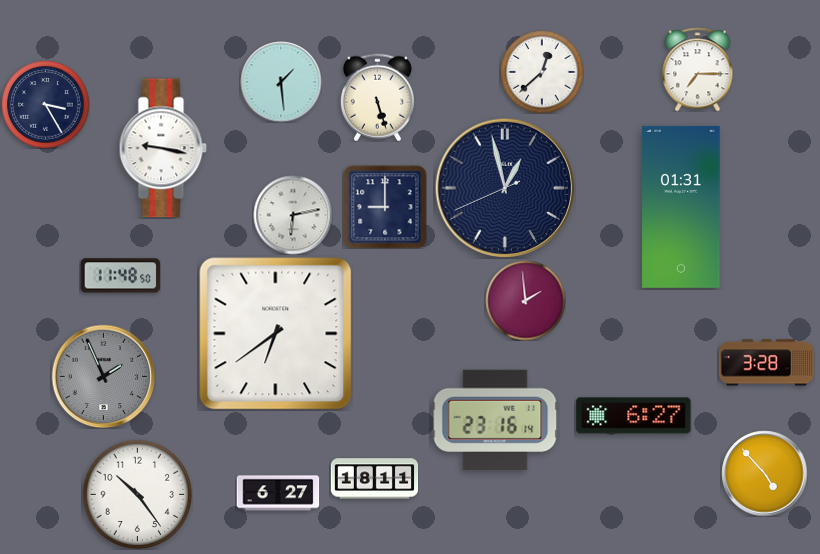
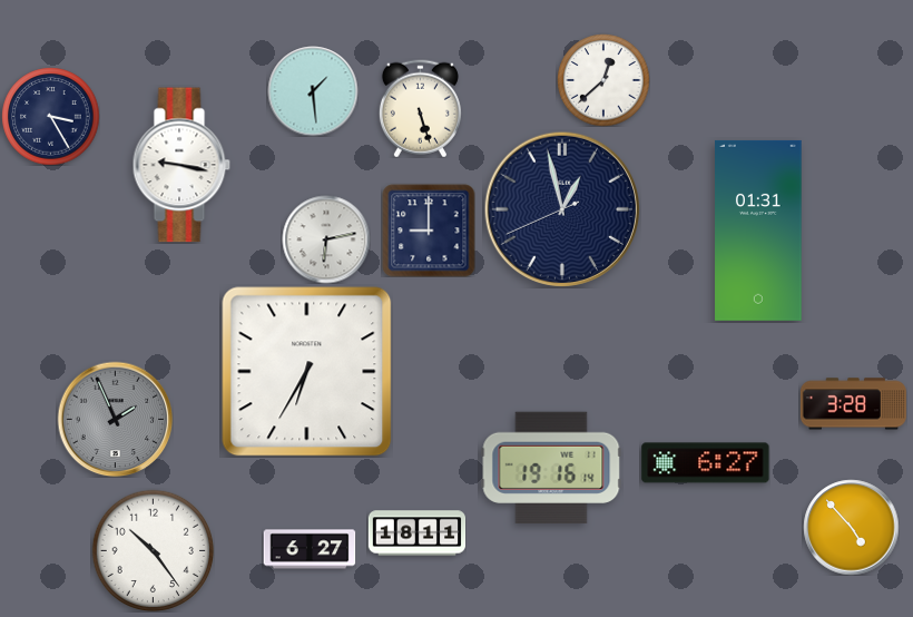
clock at (698, 69): 7:15 -> none
clock at (120, 276): 11:48 -> none
clock at (525, 300): 1:59 -> none
clock at (276, 334): 6:39 -> 6:35
clock at (495, 419): 23:16 -> 19:16
